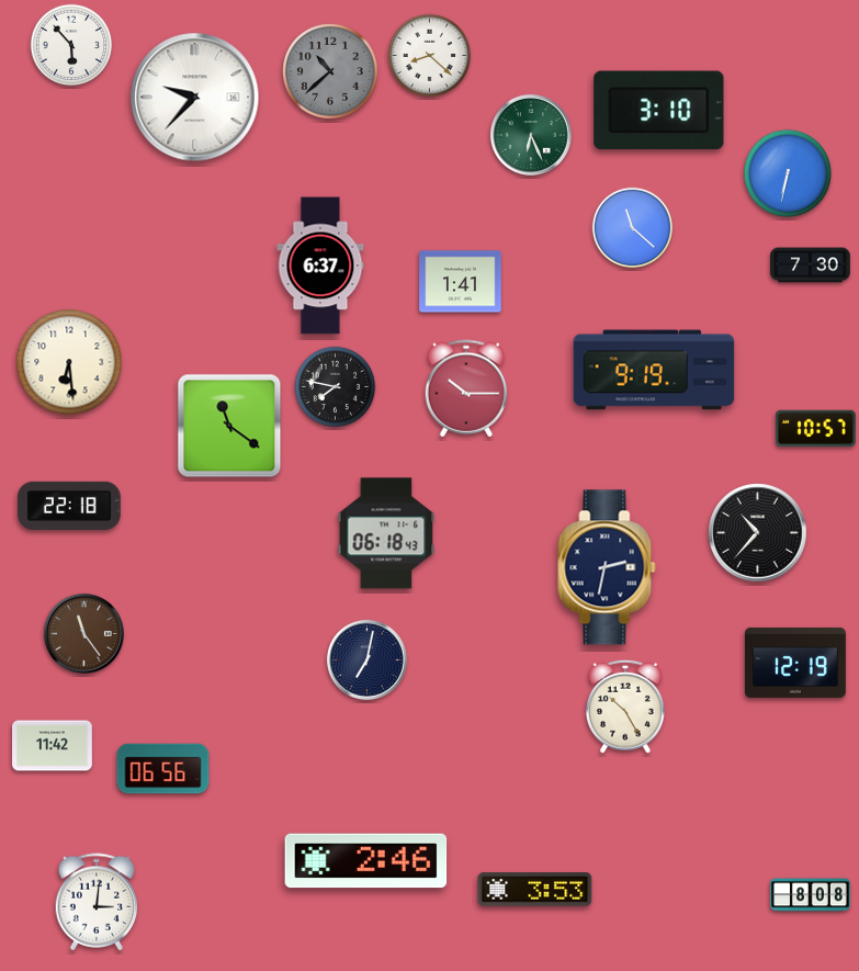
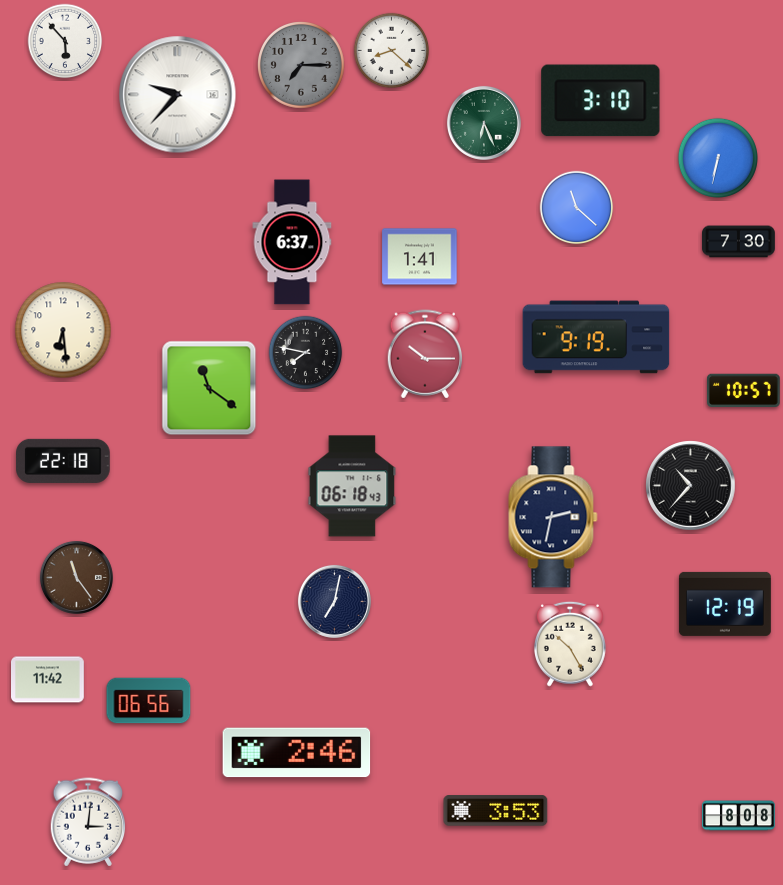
clock at (331, 72): 10:38 -> 7:15
clock at (195, 98) position: (195, 98) -> (178, 95)
clock at (366, 861) position: (366, 861) -> (297, 753)
clock at (535, 890) position: (535, 890) -> (496, 811)
